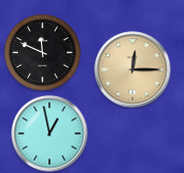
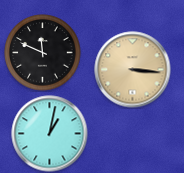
clock at (133, 70): 12:15 -> 3:16
clock at (50, 134): 12:58 -> 1:02
